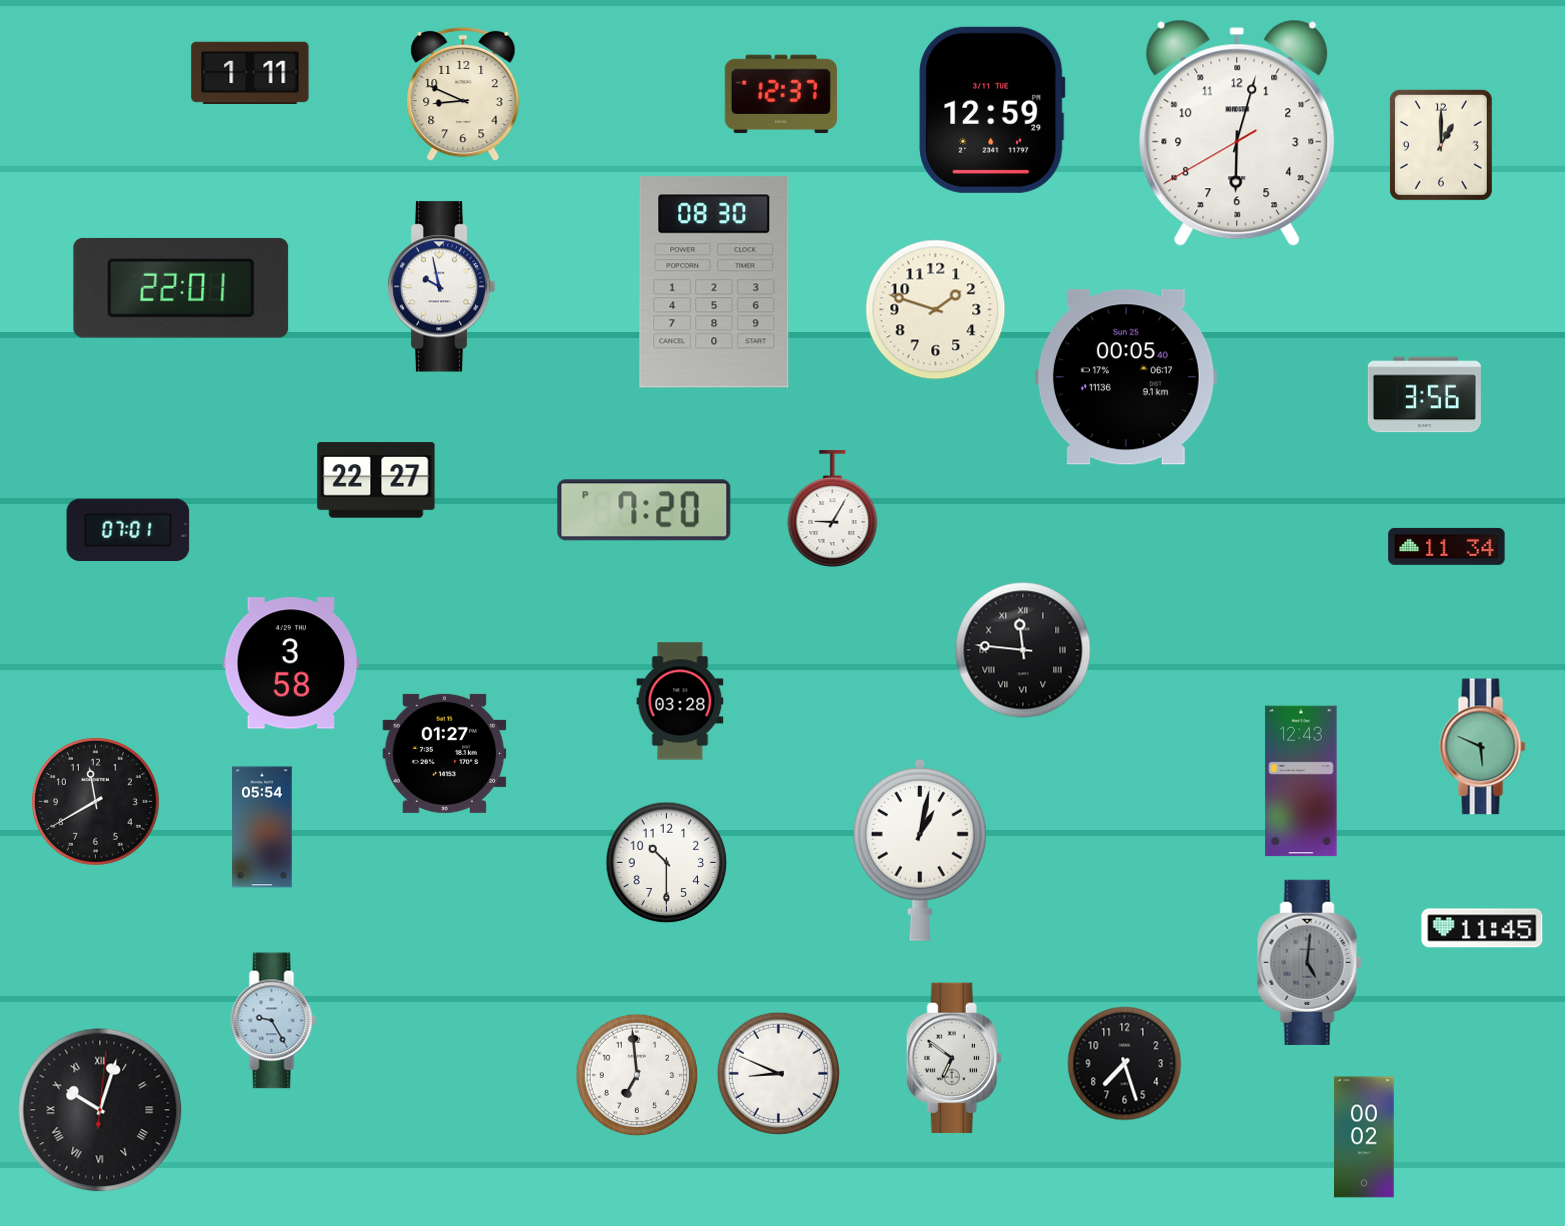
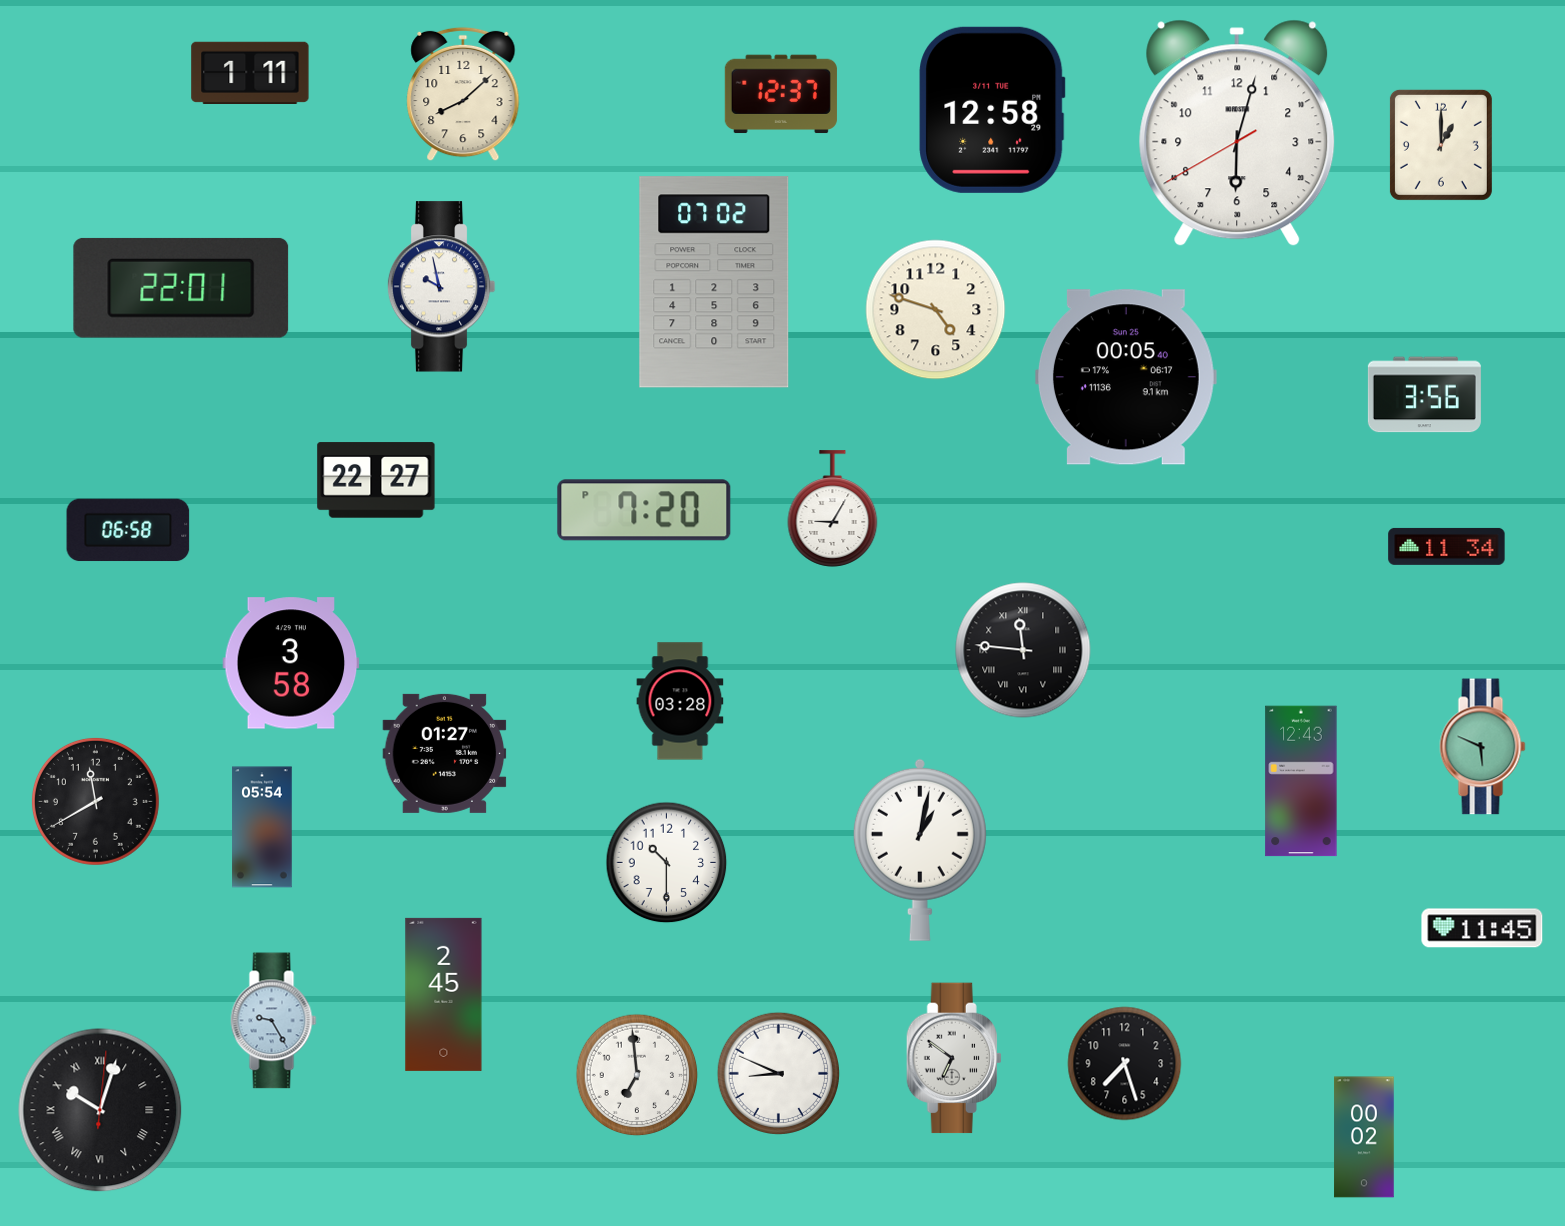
clock at (463, 94): 8:49 -> 8:08
clock at (992, 110): 12:59 -> 12:58
clock at (714, 282): 08:30 -> 07:02
clock at (936, 310): 1:48 -> 4:48
clock at (128, 530): 07:01 -> 06:58
clock at (1309, 962): 5:01 -> none
clock at (444, 994): none -> 2:45
